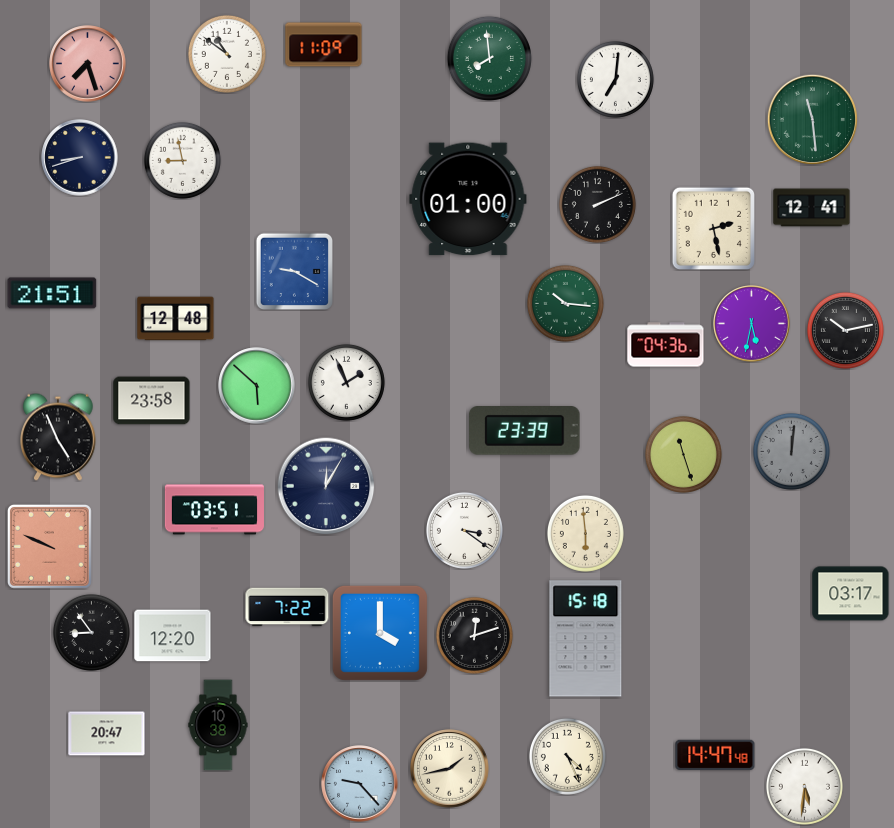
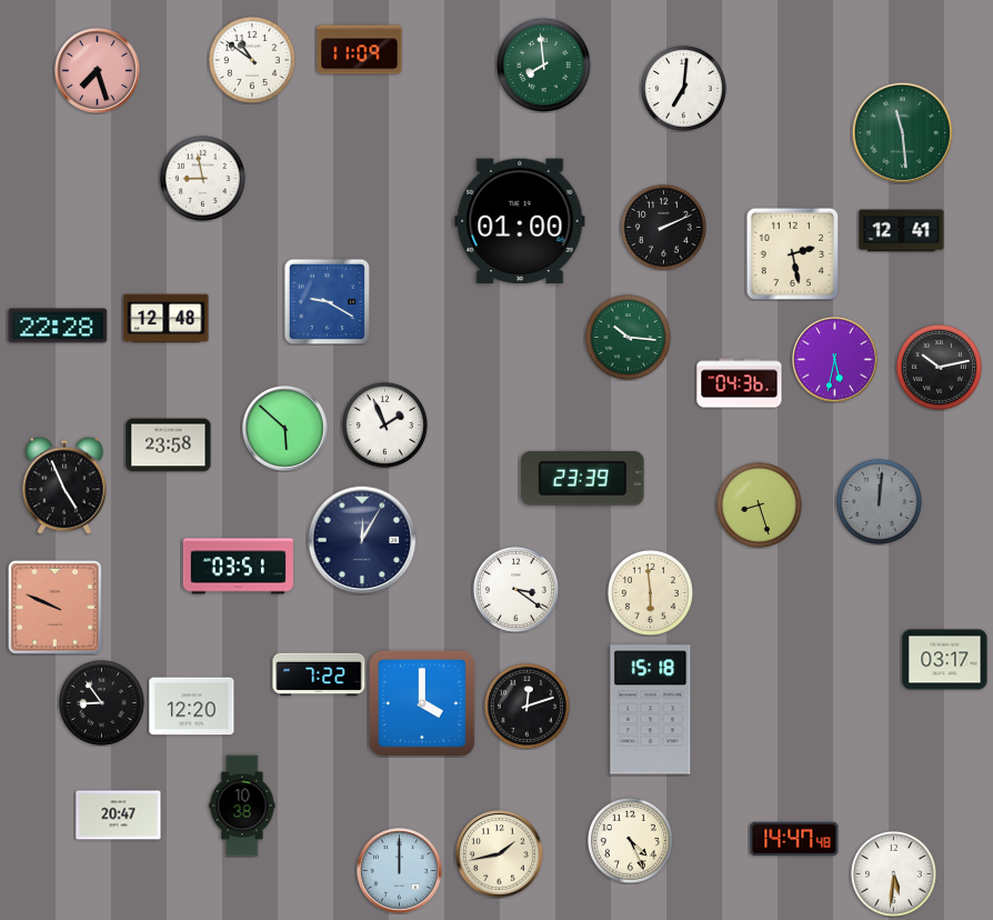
clock at (80, 158): 8:42 -> none
clock at (52, 293): 21:51 -> 22:28
clock at (176, 319) position: (176, 319) -> (167, 319)
clock at (683, 454): 11:27 -> 8:27
clock at (360, 784): 9:23 -> 12:00
